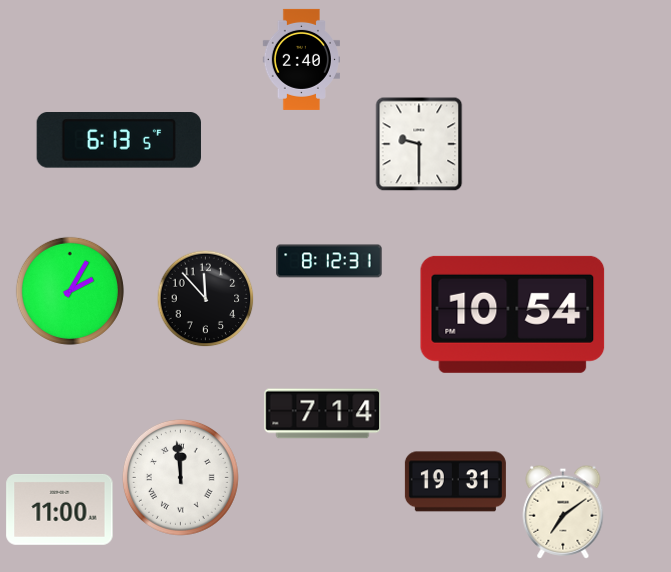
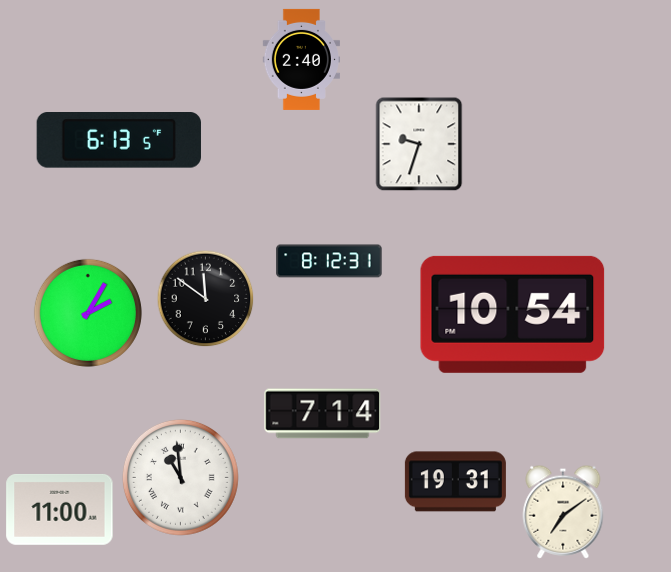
clock at (419, 144): 9:30 -> 9:33
clock at (70, 291) position: (70, 291) -> (88, 313)
clock at (206, 299): 11:53 -> 11:51
clock at (180, 477): 11:59 -> 10:59
